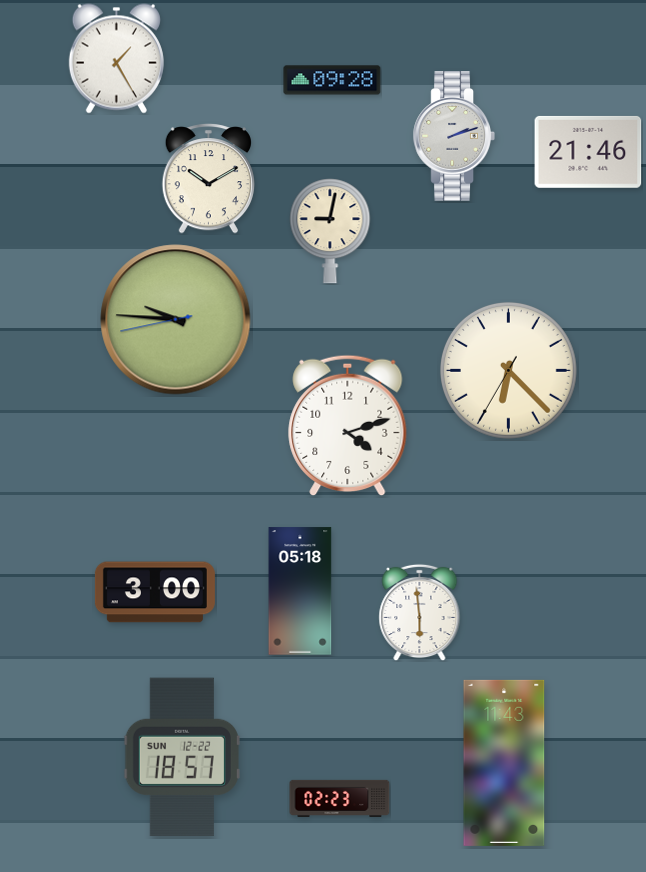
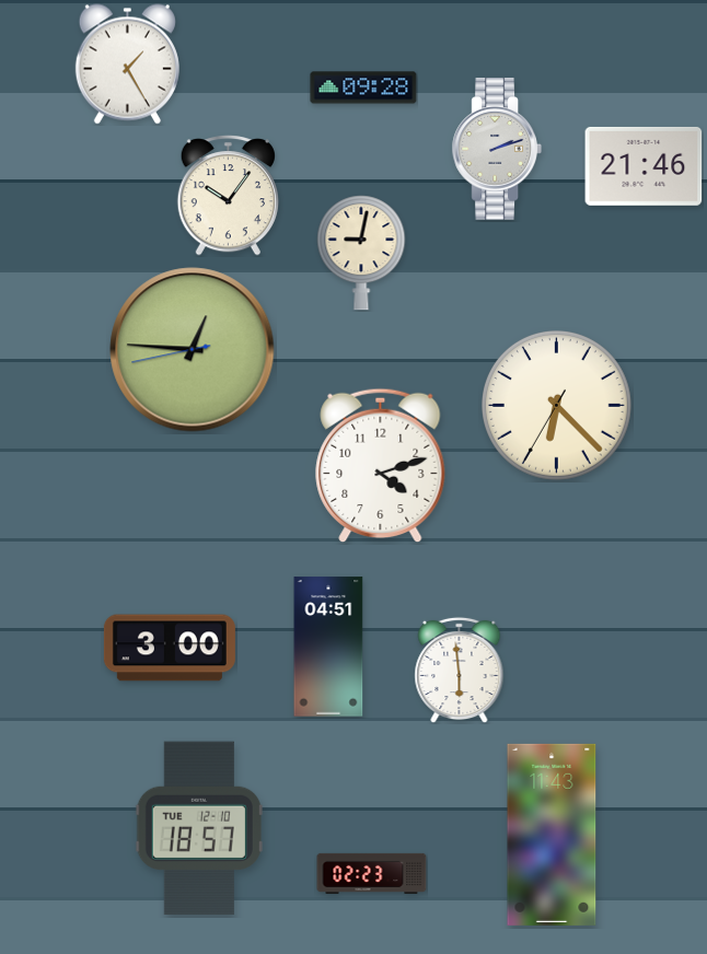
clock at (208, 179): 10:10 -> 10:06
clock at (176, 320): 9:45 -> 12:45
clock at (300, 591): 05:18 -> 04:51
clock at (182, 757) date: SUN 12-22 -> TUE 12-10
